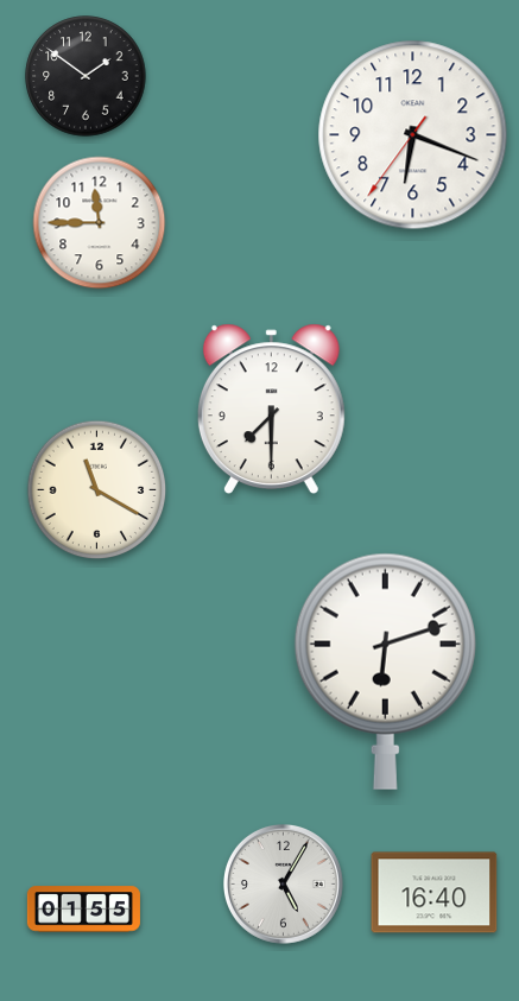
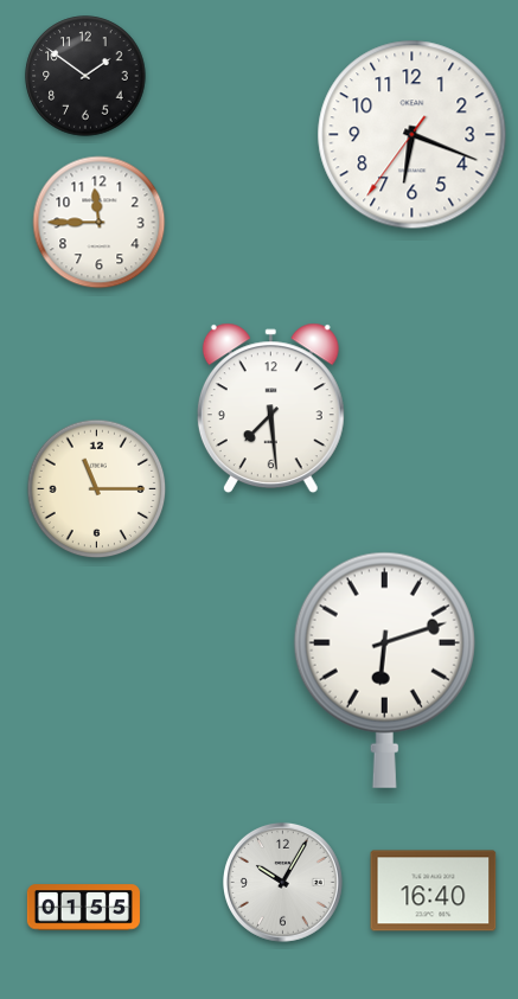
clock at (271, 410): 7:30 -> 7:29
clock at (97, 490): 11:20 -> 11:15
clock at (283, 883): 5:05 -> 10:05
